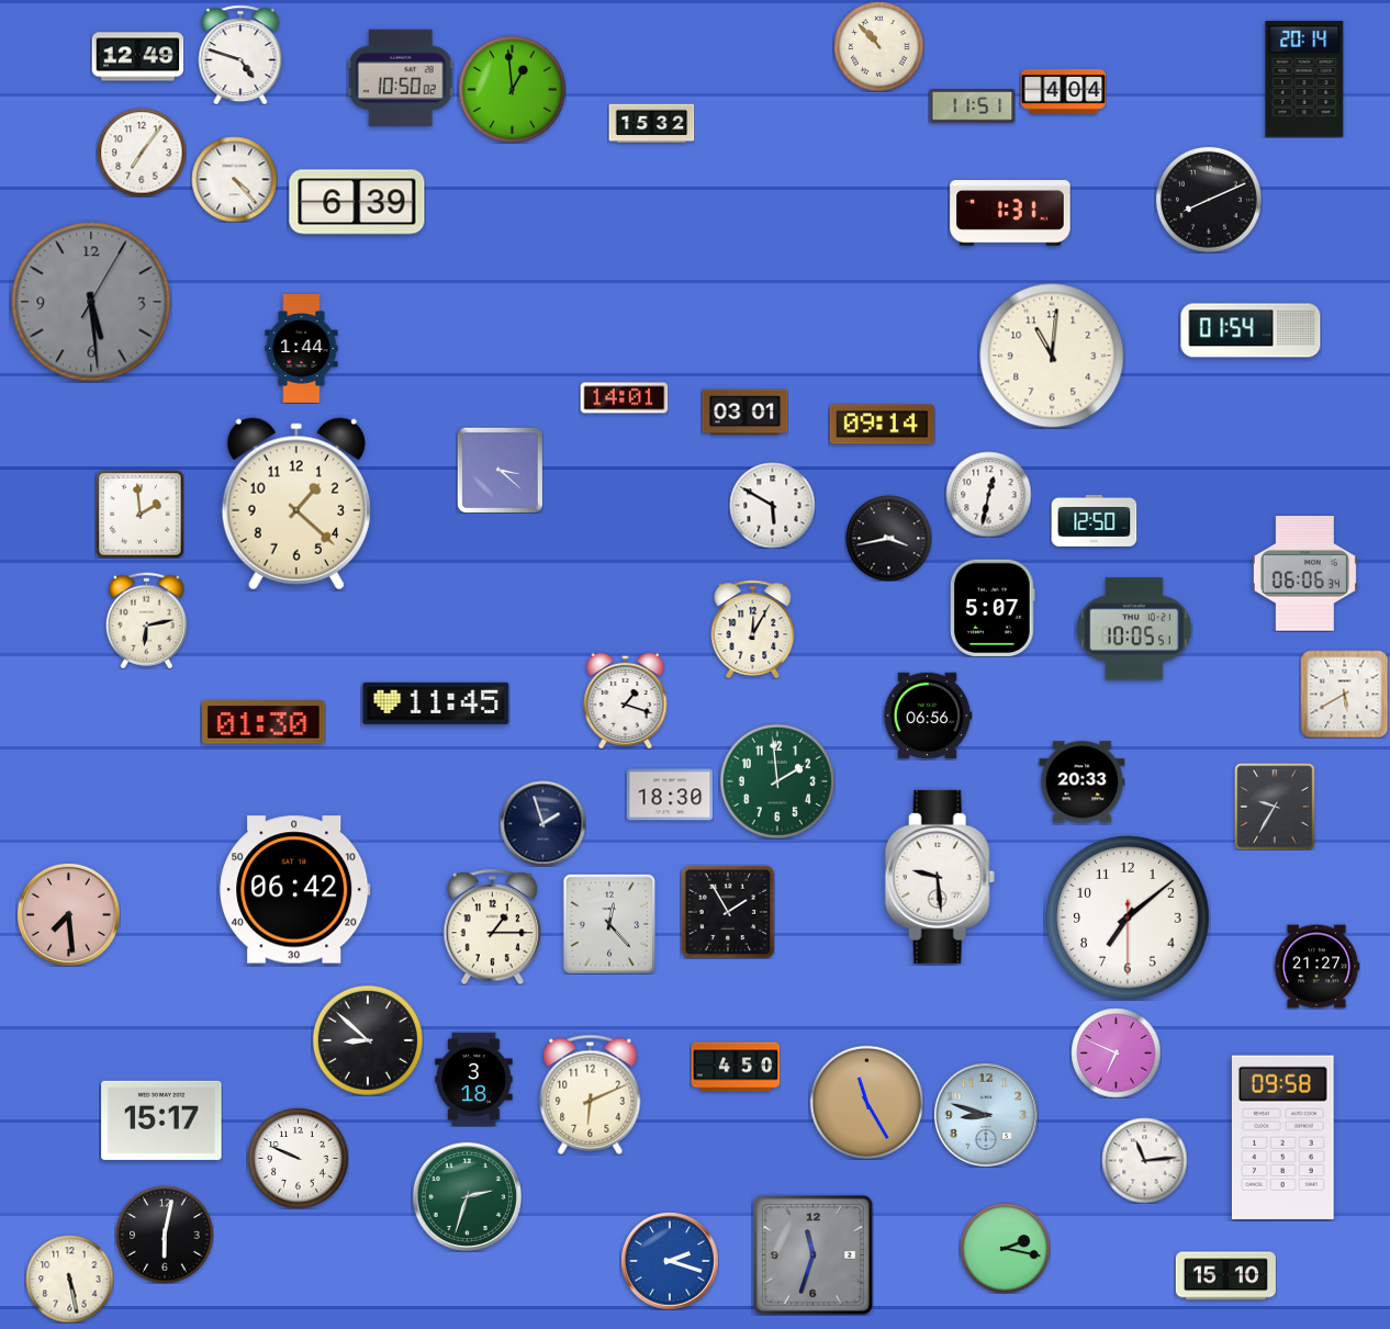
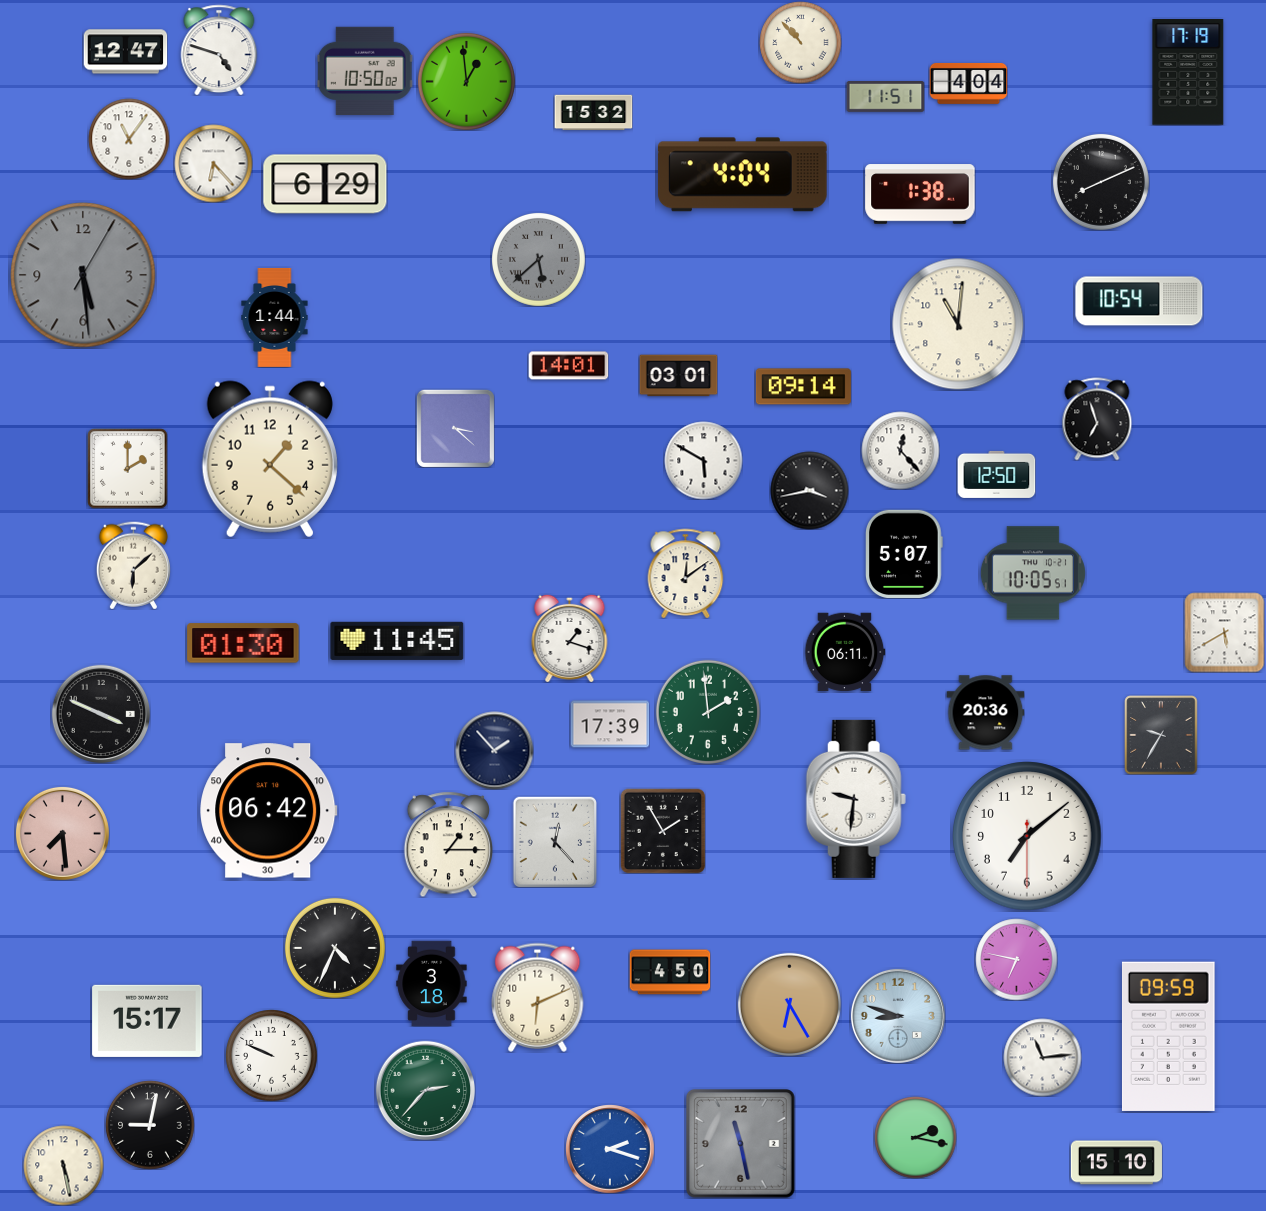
clock at (137, 57): 12:49 -> 12:47
clock at (1304, 80): 20:14 -> 17:19
clock at (142, 153): 7:06 -> 11:06
clock at (234, 179): 4:23 -> 6:23
clock at (742, 175): none -> 4:04
clock at (357, 202): 6:39 -> 6:29
clock at (1010, 213): 1:31 -> 1:38
clock at (538, 259): none -> 5:38
clock at (1251, 330): 01:54 -> 10:54
clock at (624, 398) position: (624, 398) -> (568, 366)
clock at (1097, 419): none -> 6:57
clock at (988, 494): 12:32 -> 12:23
clock at (139, 514): 1:59 -> 2:00
clock at (1304, 574): 06:06 -> none
clock at (146, 620): 6:13 -> 6:08
clock at (753, 629): 12:05 -> 12:09
clock at (928, 716): 06:56 -> 06:11
clock at (264, 722) position: (264, 722) -> (243, 643)
clock at (100, 713): none -> 3:49
clock at (1081, 782): 20:33 -> 20:36
clock at (670, 795): 18:30 -> 17:39
clock at (542, 823): 1:57 -> 1:53
clock at (940, 877): 9:29 -> 9:31
clock at (1316, 967): 21:27 -> none
clock at (368, 1040): 8:52 -> 4:34
clock at (1116, 1052): 6:49 -> 6:47
clock at (866, 1102): 11:25 -> 6:25
clock at (1282, 1137): 09:58 -> 09:59
clock at (467, 1196): 2:33 -> 2:37
clock at (165, 1235): 6:02 -> 9:02
clock at (814, 1255): 11:33 -> 11:28
